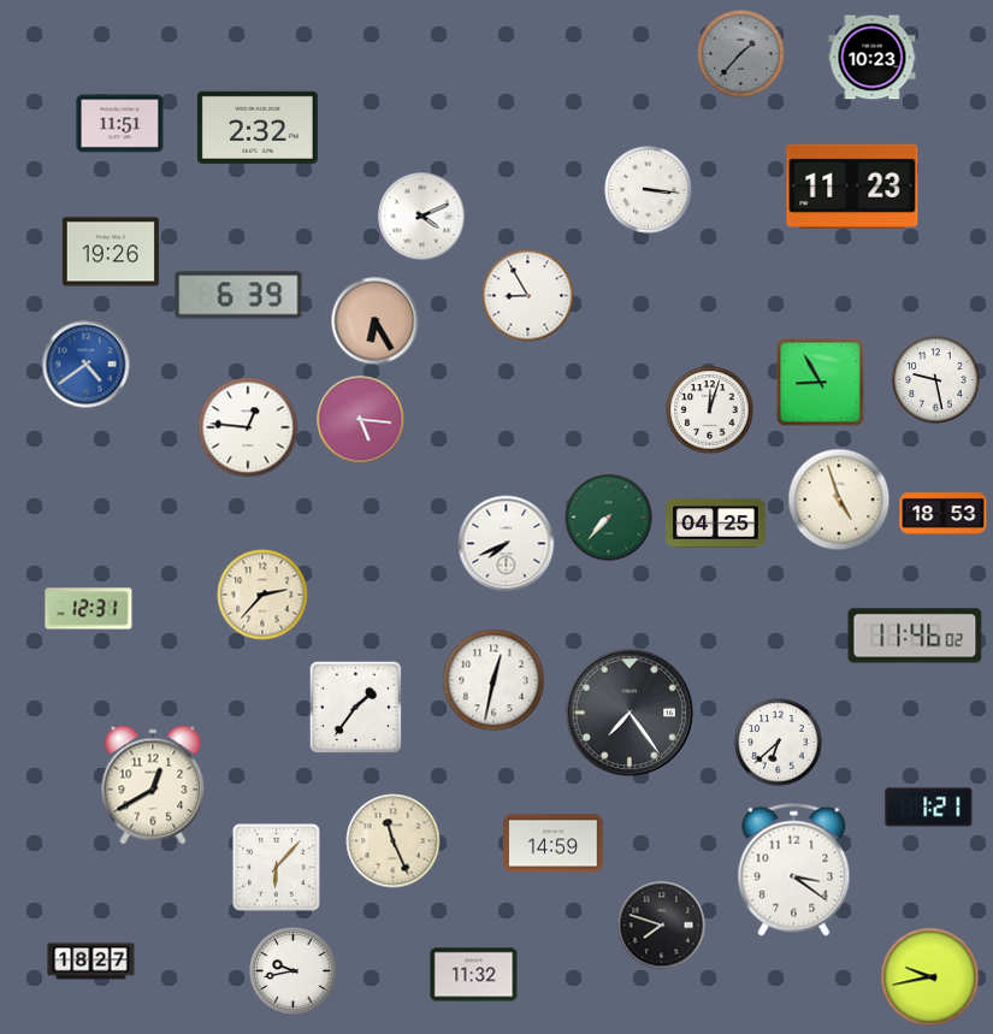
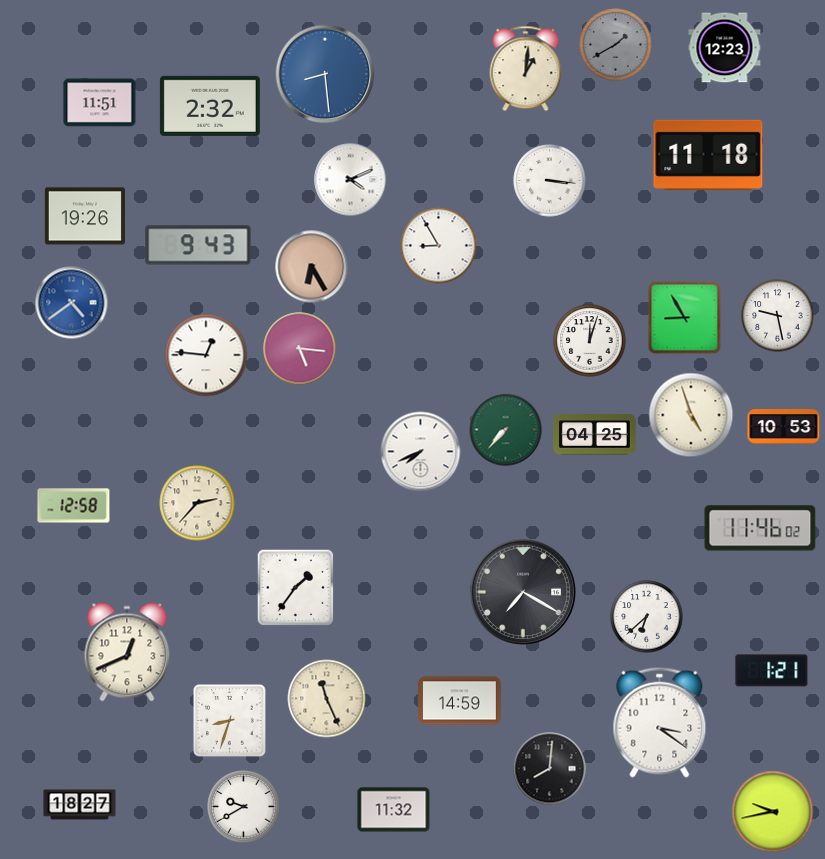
clock at (741, 54): 1:37 -> 1:40
clock at (873, 58): 10:23 -> 12:23
clock at (526, 69): none -> 1:01
clock at (325, 74): none -> 8:29
clock at (258, 128) position: (258, 128) -> (210, 106)
clock at (852, 187): 11:23 -> 11:18
clock at (649, 190) position: (649, 190) -> (550, 181)
clock at (111, 252) position: (111, 252) -> (85, 216)
clock at (238, 295): 6:39 -> 9:43
clock at (821, 383) position: (821, 383) -> (685, 318)
clock at (839, 500) position: (839, 500) -> (691, 415)
clock at (944, 514): 18:53 -> 10:53
clock at (262, 595) position: (262, 595) -> (197, 503)
clock at (89, 609): 12:31 -> 12:58
clock at (493, 680): 12:32 -> none
clock at (630, 713): 7:24 -> 7:20
clock at (153, 785): 12:40 -> 12:41
clock at (277, 868): 6:07 -> 8:33
clock at (662, 926): 7:48 -> 8:01
clock at (91, 962) position: (91, 962) -> (80, 805)
clock at (294, 971): 9:43 -> 9:40
